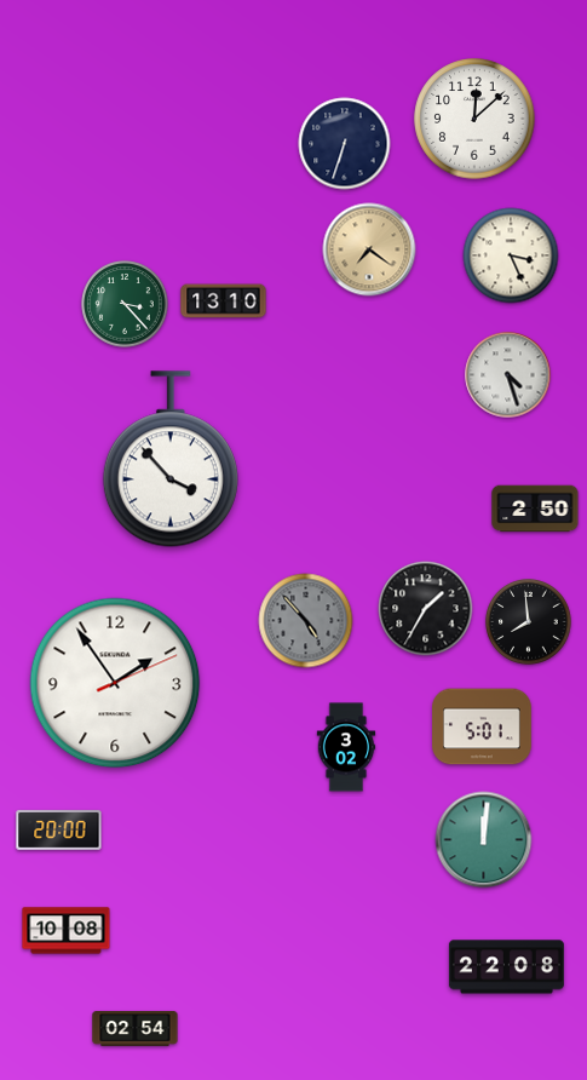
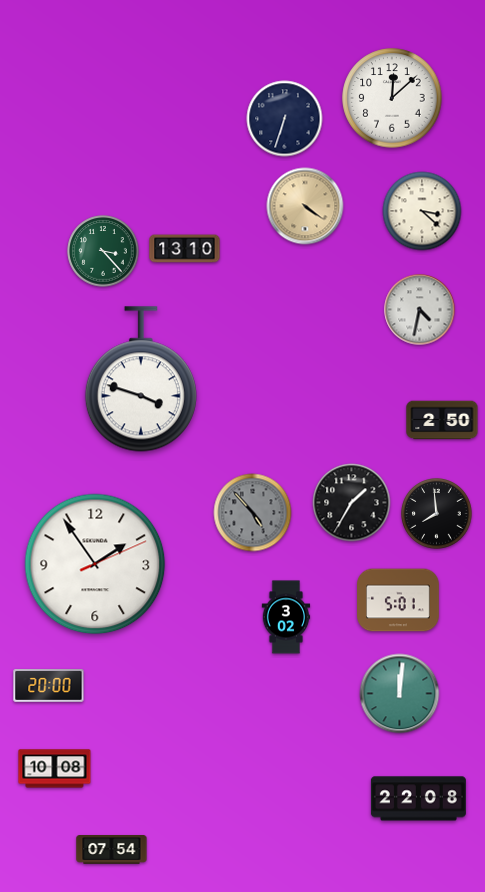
clock at (369, 249): 7:21 -> 4:21
clock at (511, 255): 3:26 -> 3:22
clock at (508, 375): 4:27 -> 4:32
clock at (171, 459): 3:53 -> 3:48
clock at (136, 1029): 02:54 -> 07:54
